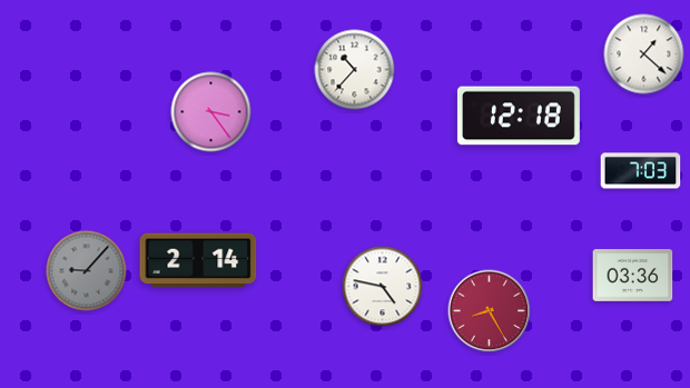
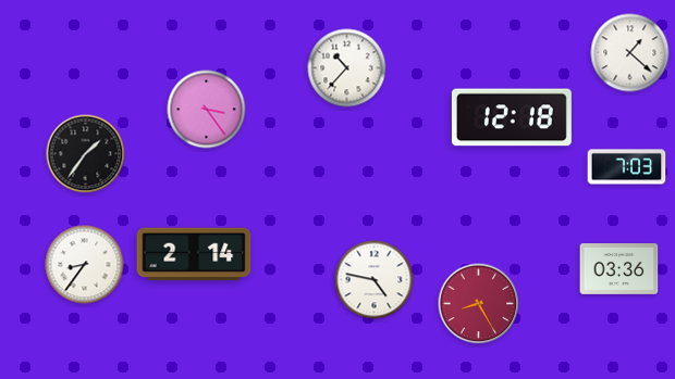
clock at (519, 116) position: (519, 116) -> (512, 117)
clock at (86, 154): none -> 1:36
clock at (87, 271): 9:07 -> 8:36
clock at (87, 271) dial: grey -> white
